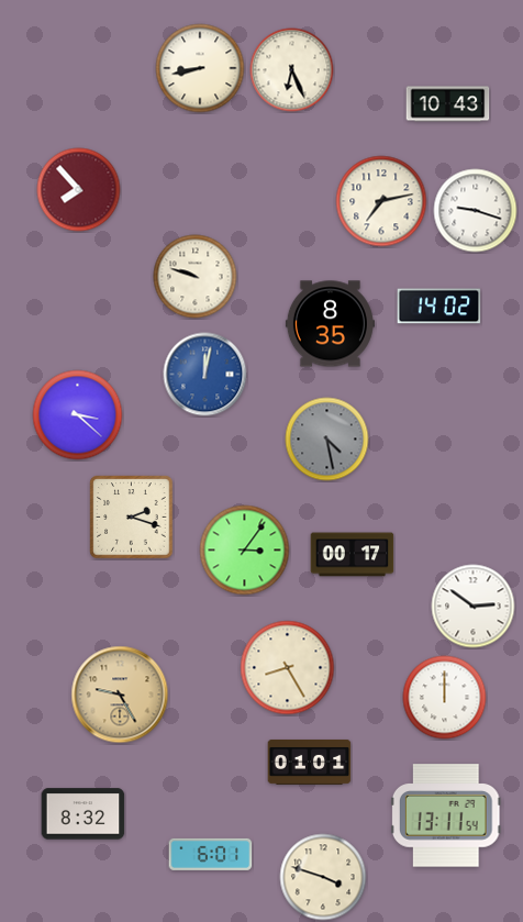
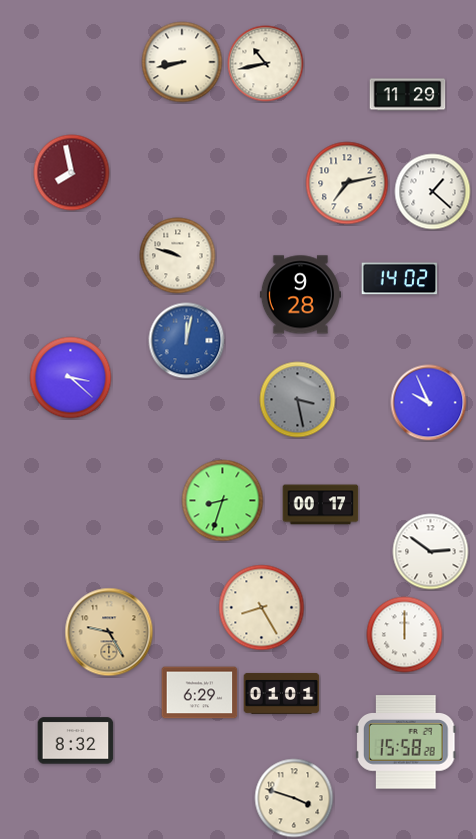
clock at (292, 70): 6:26 -> 10:43
clock at (448, 104): 10:43 -> 11:29
clock at (79, 190): 7:53 -> 7:58
clock at (476, 211): 9:18 -> 1:22
clock at (196, 277) position: (196, 277) -> (178, 256)
clock at (330, 324): 8:35 -> 9:28
clock at (327, 440): 4:28 -> 3:28
clock at (429, 403): none -> 9:56
clock at (132, 518): 2:18 -> none
clock at (245, 551): 3:06 -> 8:33
clock at (200, 693): none -> 6:29
clock at (446, 815): 13:11 -> 15:58
clock at (211, 854): 6:01 -> none
